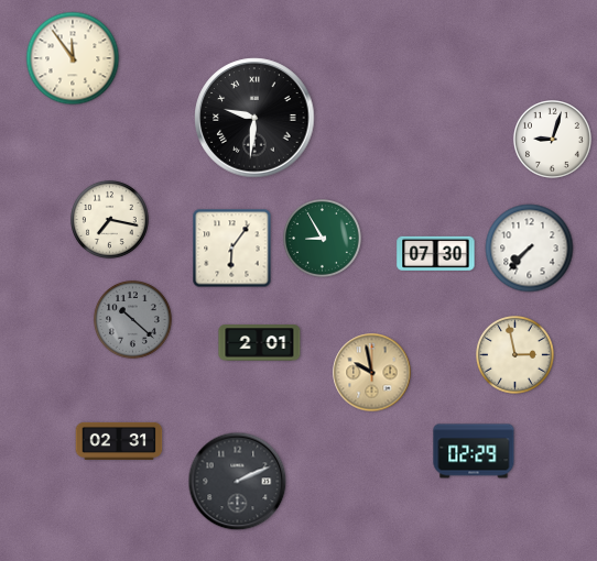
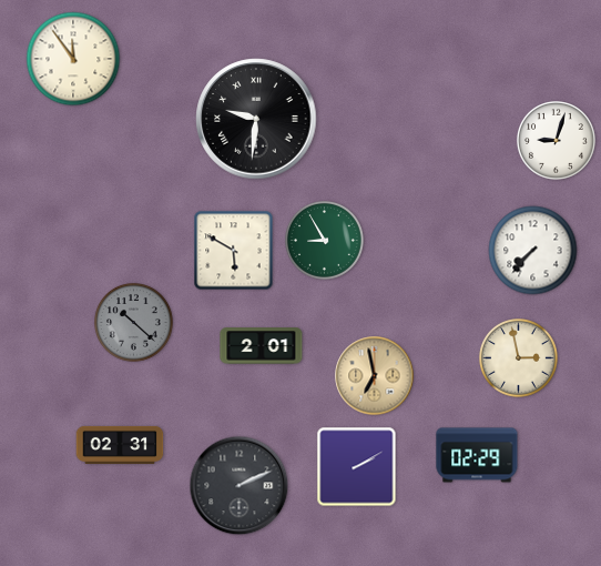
clock at (110, 220): 7:17 -> none
clock at (232, 249): 6:06 -> 5:50
clock at (436, 253): 07:30 -> none
clock at (372, 373): 9:58 -> 6:58
clock at (357, 467): none -> 2:10
